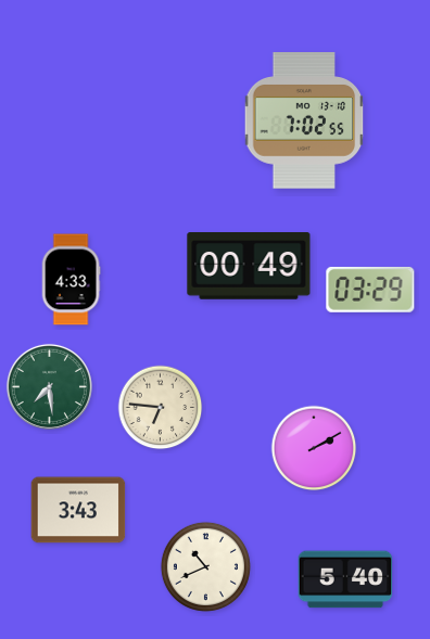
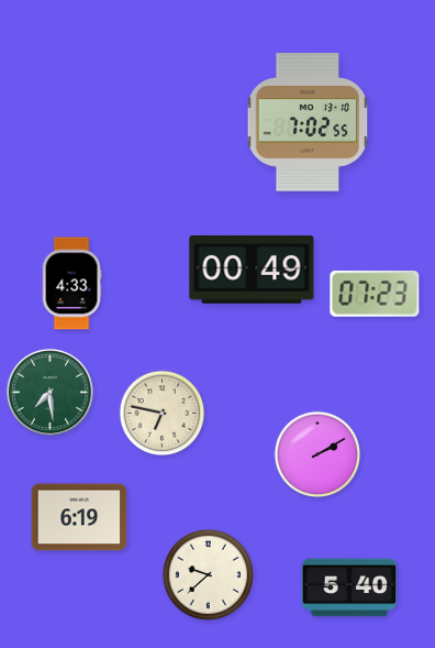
clock at (370, 290): 03:29 -> 07:23
clock at (161, 408): 6:46 -> 6:47
clock at (78, 510): 3:43 -> 6:19
clock at (205, 566): 10:41 -> 9:38
